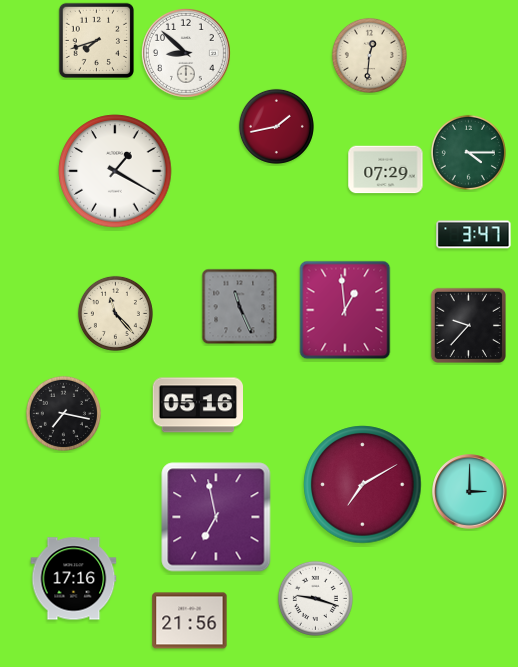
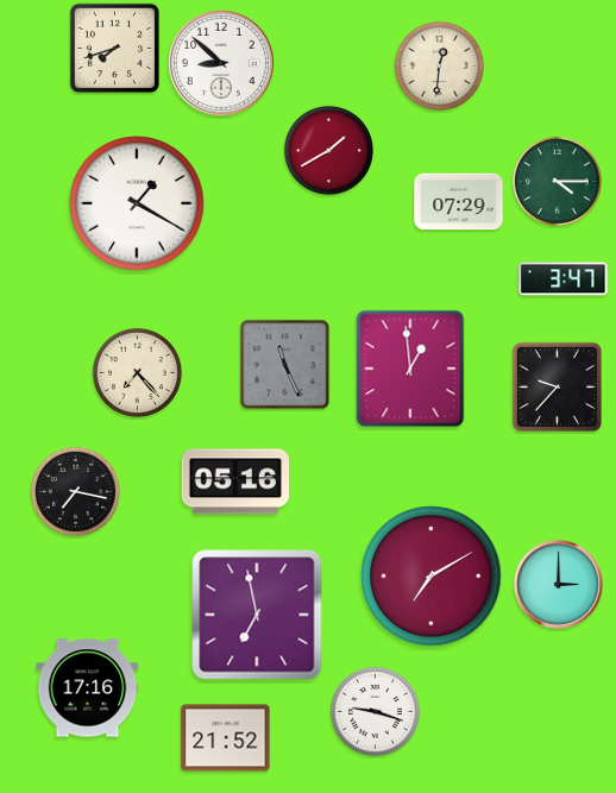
clock at (276, 126): 1:43 -> 1:40
clock at (115, 313): 11:23 -> 7:23
clock at (190, 621): 21:56 -> 21:52
